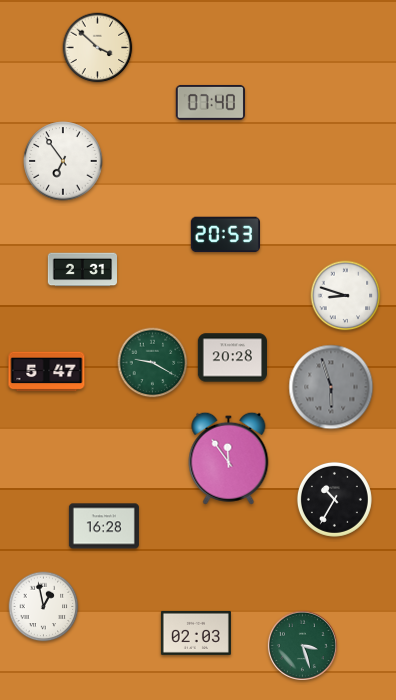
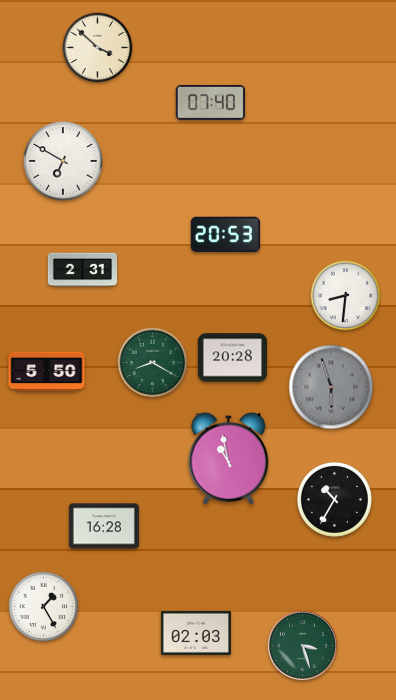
clock at (63, 161): 6:54 -> 6:50
clock at (346, 296): 8:48 -> 8:31
clock at (153, 363): 9:20 -> 8:20
clock at (47, 372): 5:47 -> 5:50
clock at (229, 458): 11:54 -> 10:58
clock at (44, 607): 12:58 -> 1:25
